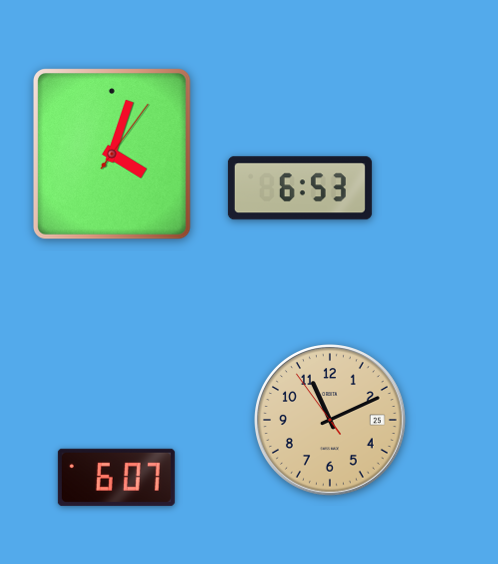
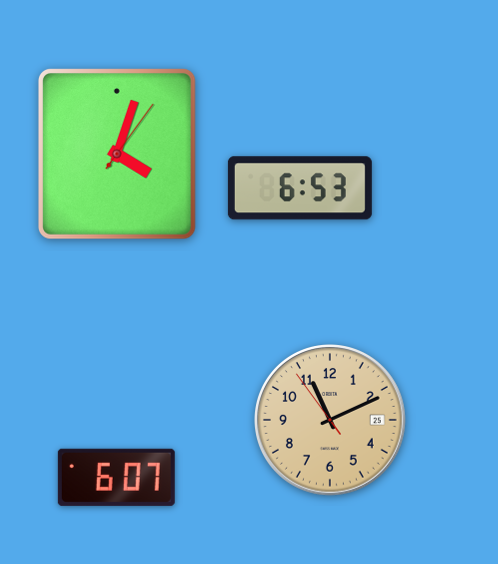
clock at (112, 155) position: (112, 155) -> (117, 155)
